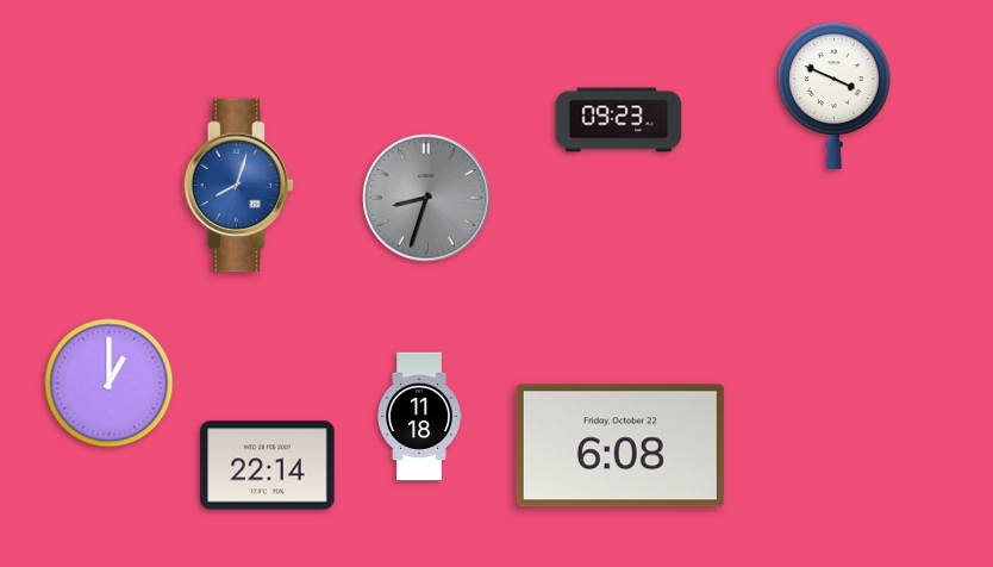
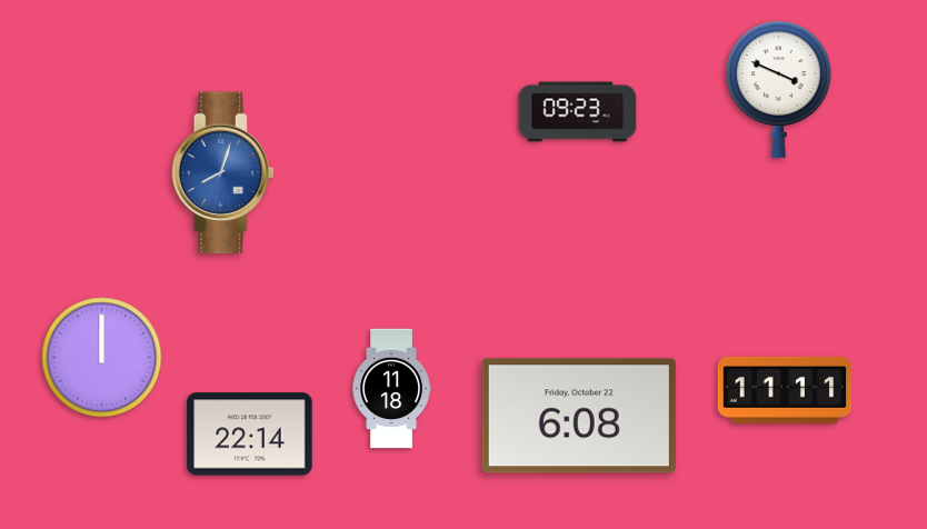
clock at (426, 198): 8:33 -> none
clock at (110, 384): 1:00 -> 12:00
clock at (785, 390): none -> 11:11
